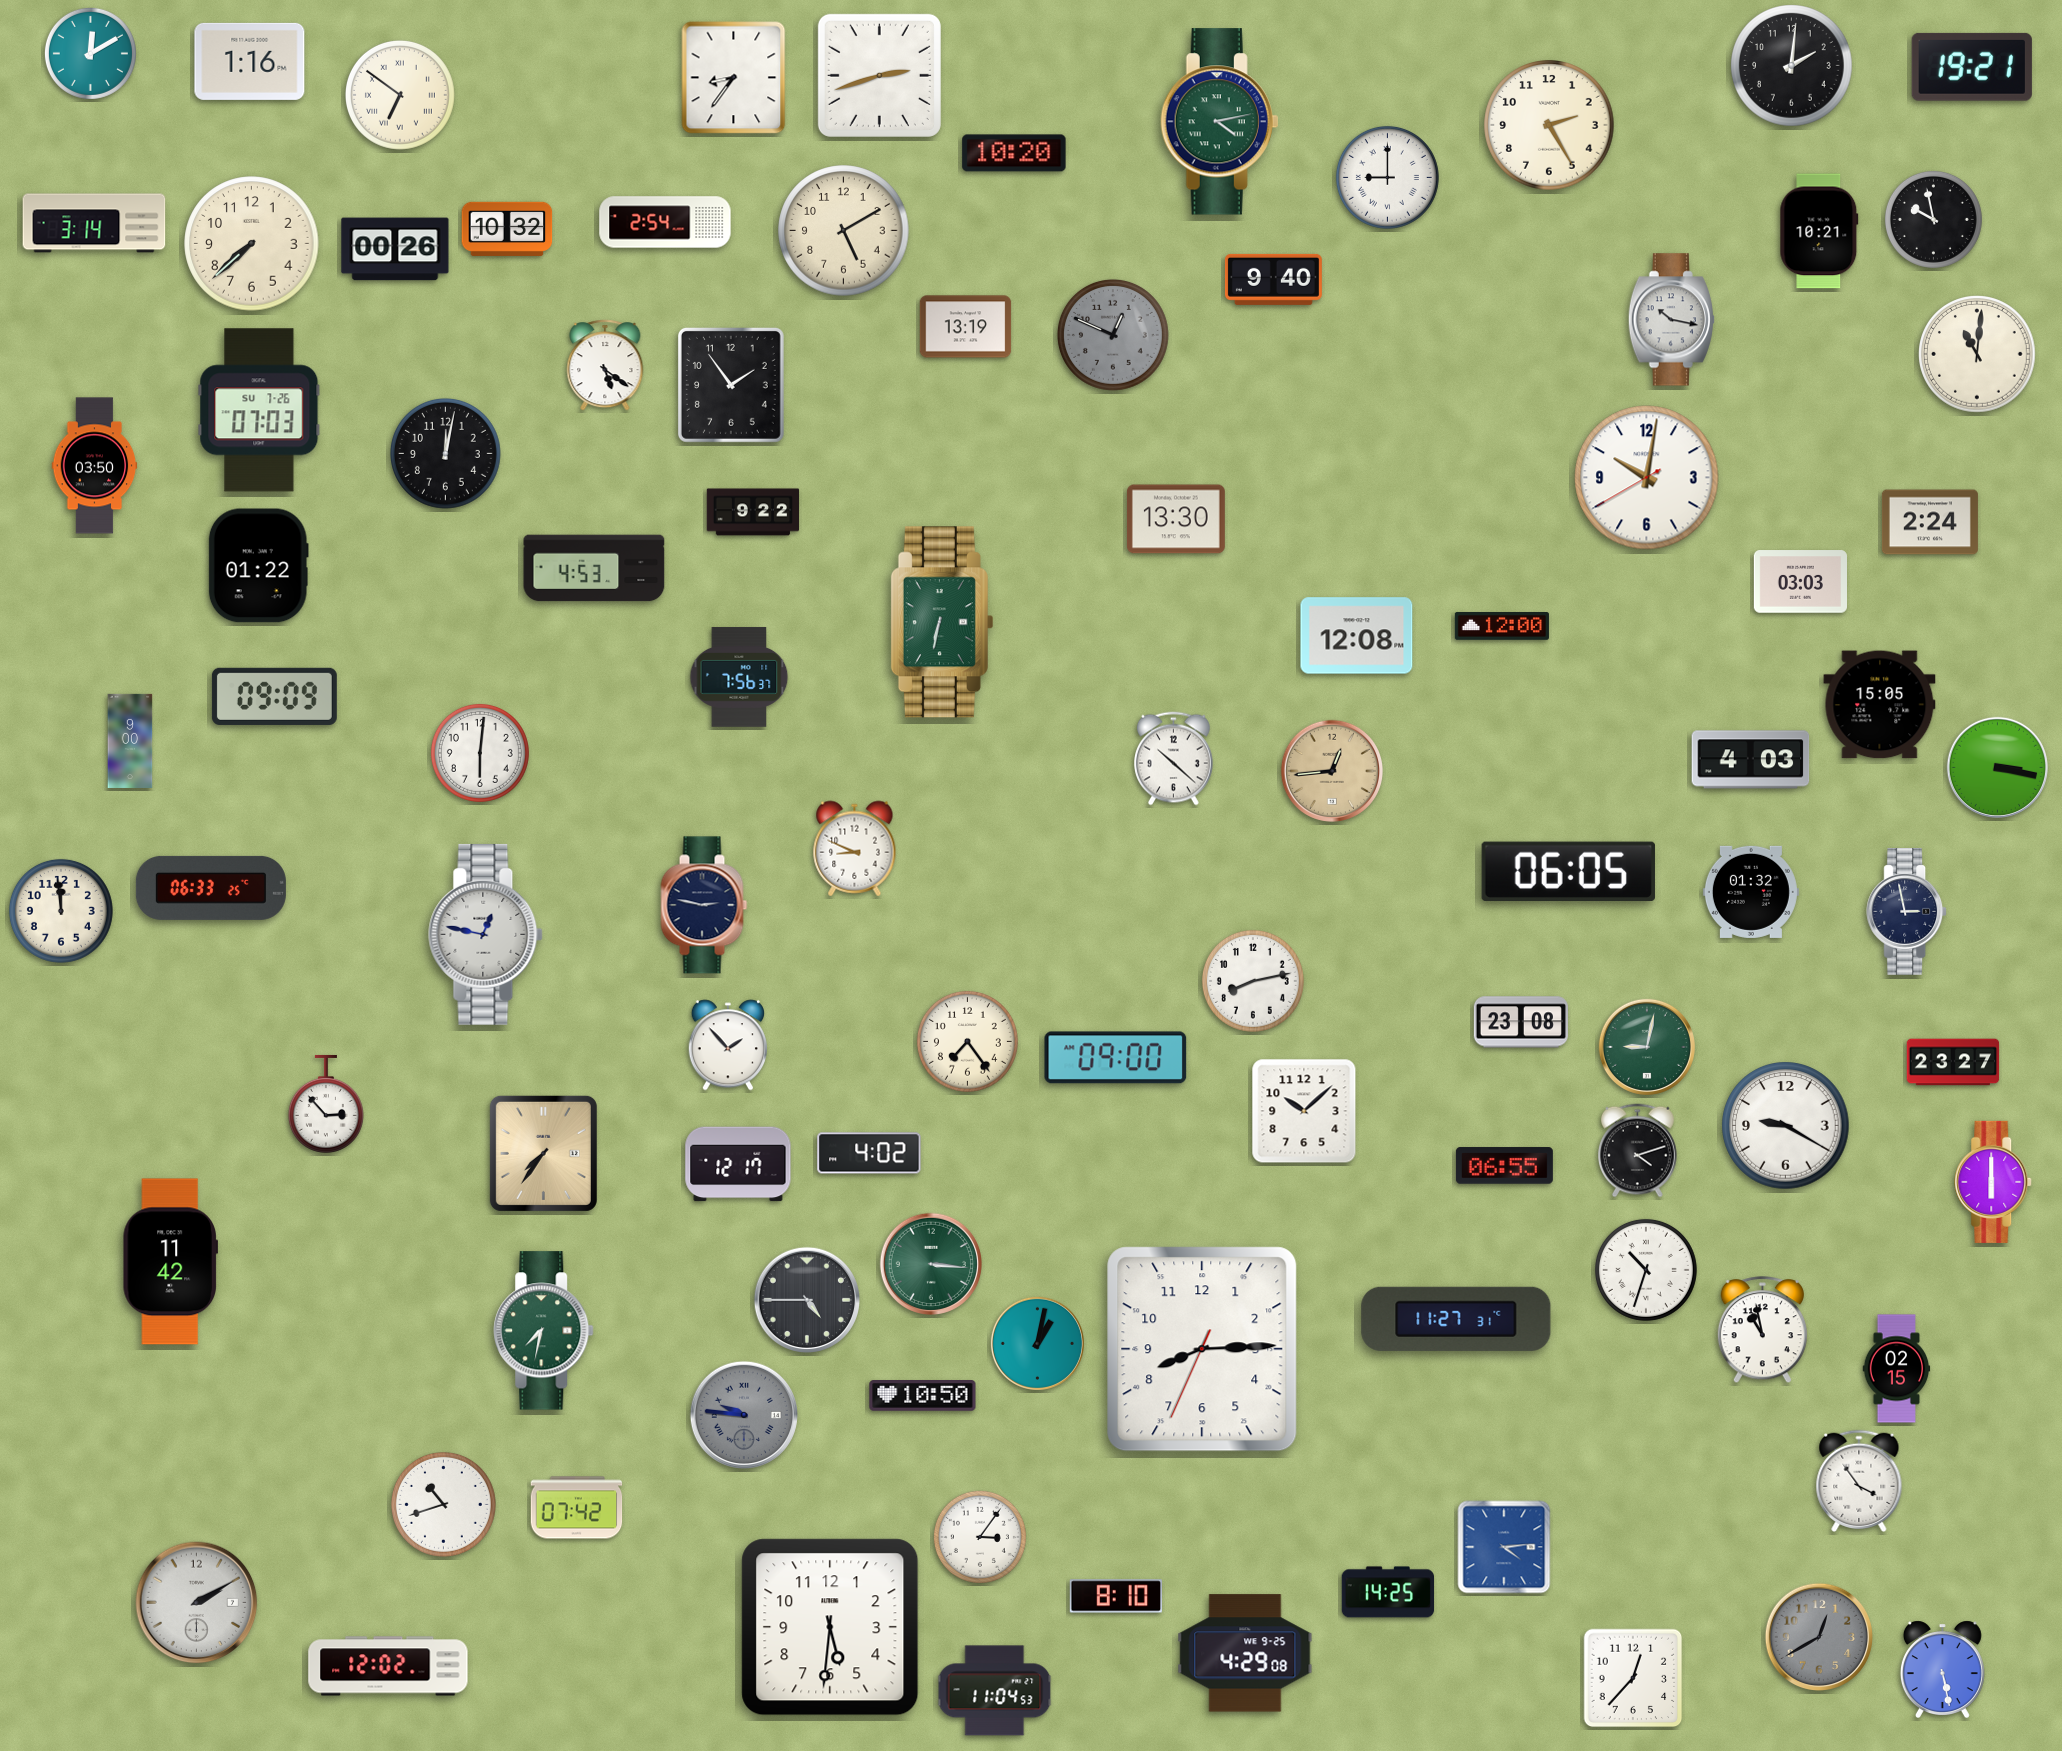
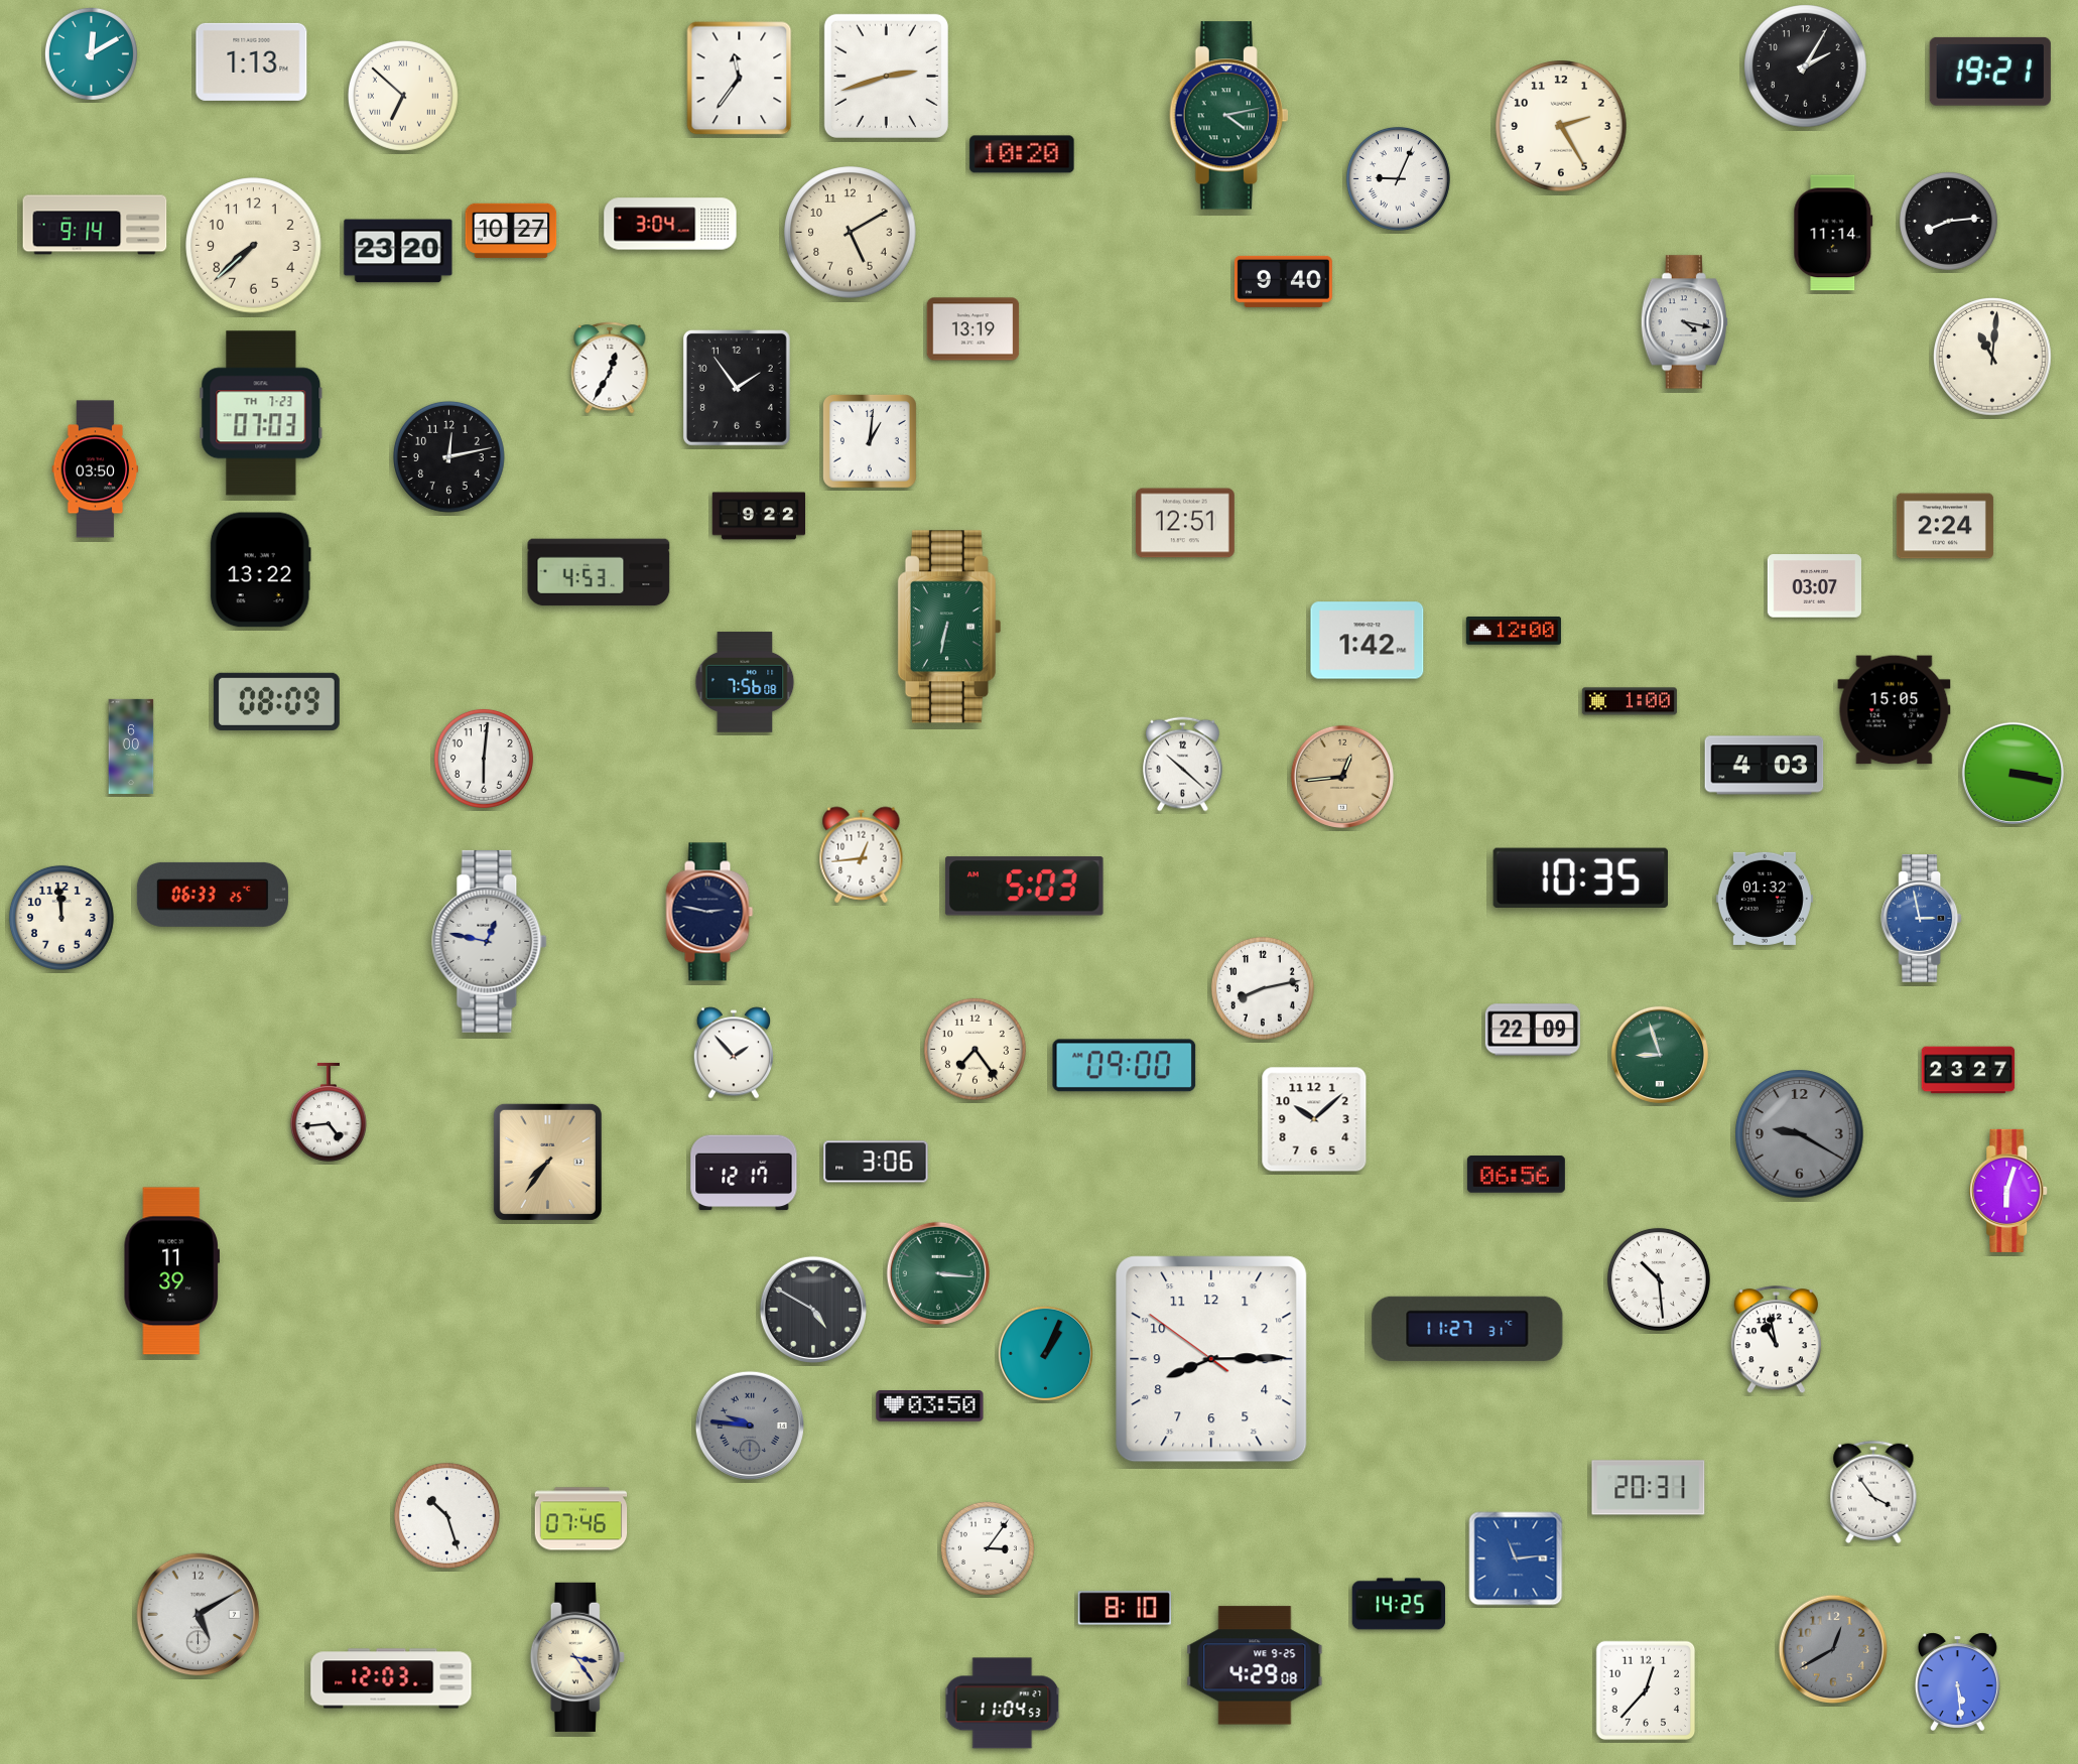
clock at (250, 61): 1:16 -> 1:13
clock at (1792, 66): 2:01 -> 2:05
clock at (1972, 67) position: (1972, 67) -> (1990, 72)
clock at (734, 78): 8:36 -> 11:36
clock at (400, 95): 6:51 -> 6:52
clock at (1220, 122) position: (1220, 122) -> (1229, 116)
clock at (1387, 177): 9:00 -> 9:04
clock at (1933, 219): 9:58 -> 8:14
clock at (665, 222): 2:54 -> 3:04
clock at (94, 223): 3:14 -> 9:14
clock at (507, 229): 10:32 -> 10:27
clock at (1819, 231): 10:21 -> 11:14
clock at (395, 249): 00:26 -> 23:20
clock at (1671, 320): 10:17 -> 4:17
clock at (1113, 335): 12:49 -> none
clock at (605, 365): 5:21 -> 12:35
clock at (259, 410) date: SU 7-26 -> TH 7-23
clock at (870, 441): none -> 1:01
clock at (445, 453): 12:02 -> 12:13
clock at (1647, 478): 10:01 -> none
clock at (1176, 519): 13:30 -> 12:51
clock at (258, 566): 01:22 -> 13:22
clock at (1800, 582): 03:03 -> 03:07
clock at (1357, 636): 12:08 -> 1:42
clock at (739, 677): 7:56:37 -> 7:56:08
clock at (274, 696): 09:09 -> 08:09
clock at (1630, 701): none -> 1:00
clock at (130, 740): 9:00 -> 6:00
clock at (855, 849): 8:49 -> 12:44
clock at (1568, 872): 06:05 -> 10:35
clock at (1024, 887): none -> 5:03
clock at (1907, 912) dial: navy -> blue
clock at (1521, 1022): 23:08 -> 22:09
clock at (1647, 1047): 9:02 -> 8:57
clock at (326, 1104): 2:53 -> 4:44
clock at (1786, 1126) dial: white -> grey
clock at (1638, 1151): 4:12 -> none
clock at (869, 1153): 4:02 -> 3:06
clock at (1504, 1166): 06:55 -> 06:56
clock at (1994, 1182): 6:00 -> 6:03
clock at (170, 1262): 11:42 -> 11:39
clock at (1646, 1270): 10:33 -> 10:29
clock at (806, 1299): 4:45 -> 4:50
clock at (544, 1331): 7:32 -> none
clock at (1037, 1343): 1:02 -> 1:04
clock at (1202, 1349): 8:14:34 -> 8:14:51
clock at (1897, 1369): 02:15 -> none
clock at (923, 1396): 10:50 -> 03:50
clock at (1649, 1488): none -> 20:31
clock at (443, 1504): 10:42 -> 10:27
clock at (577, 1508): 07:42 -> 07:46
clock at (1504, 1547): 4:14 -> 11:14
clock at (197, 1603): 2:10 -> 5:10
clock at (830, 1627): 5:31 -> none
clock at (577, 1657): none -> 3:24
clock at (388, 1666): 12:02 -> 12:03
clock at (1942, 1669): 5:28 -> 5:29
